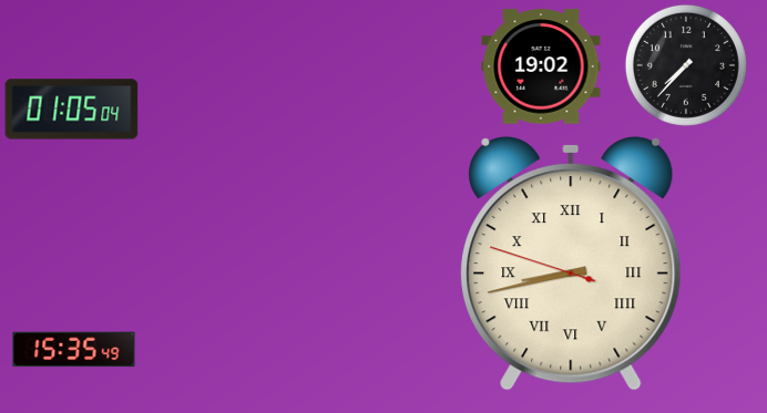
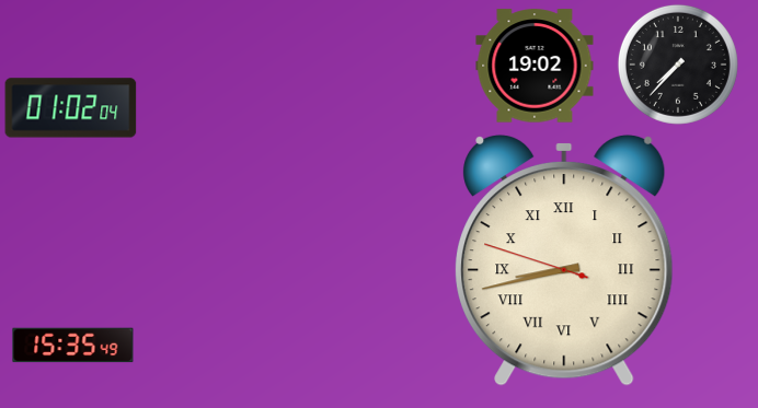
clock at (72, 110): 01:05 -> 01:02
